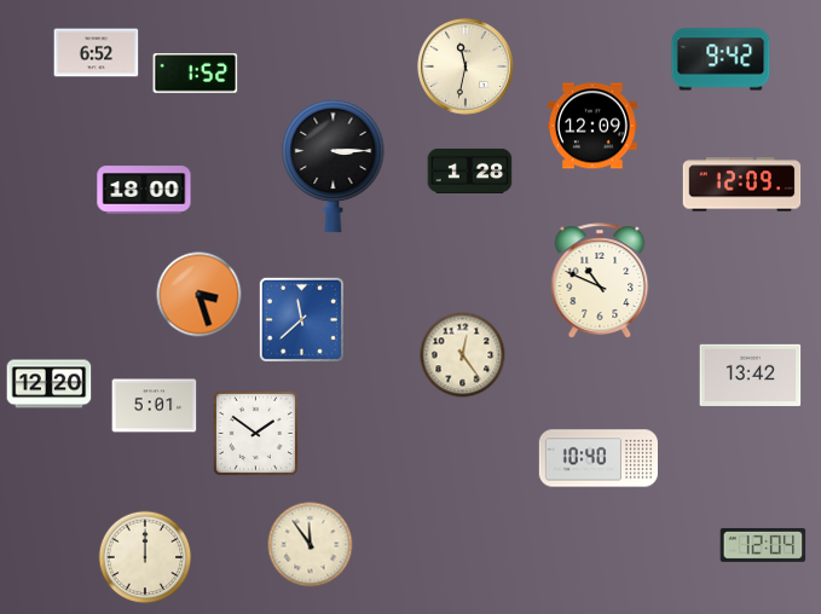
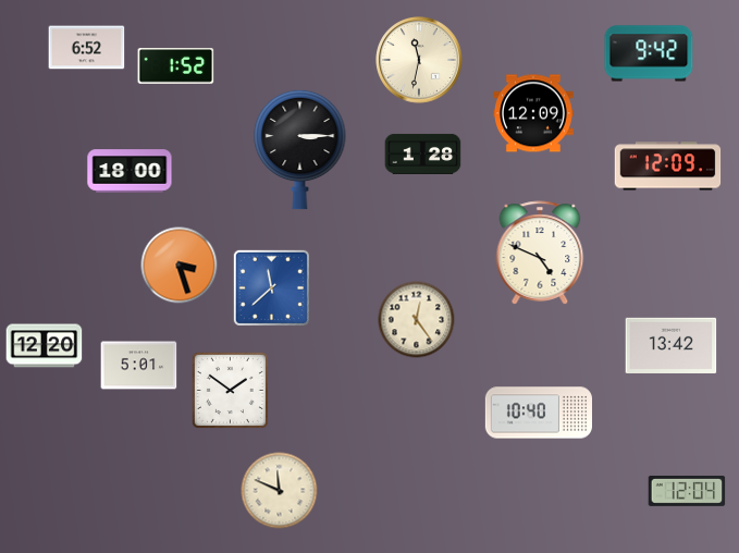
clock at (600, 280): 10:49 -> 4:49
clock at (751, 375) position: (751, 375) -> (672, 345)
clock at (311, 545): 11:54 -> 11:49
clock at (145, 557): 12:00 -> none
